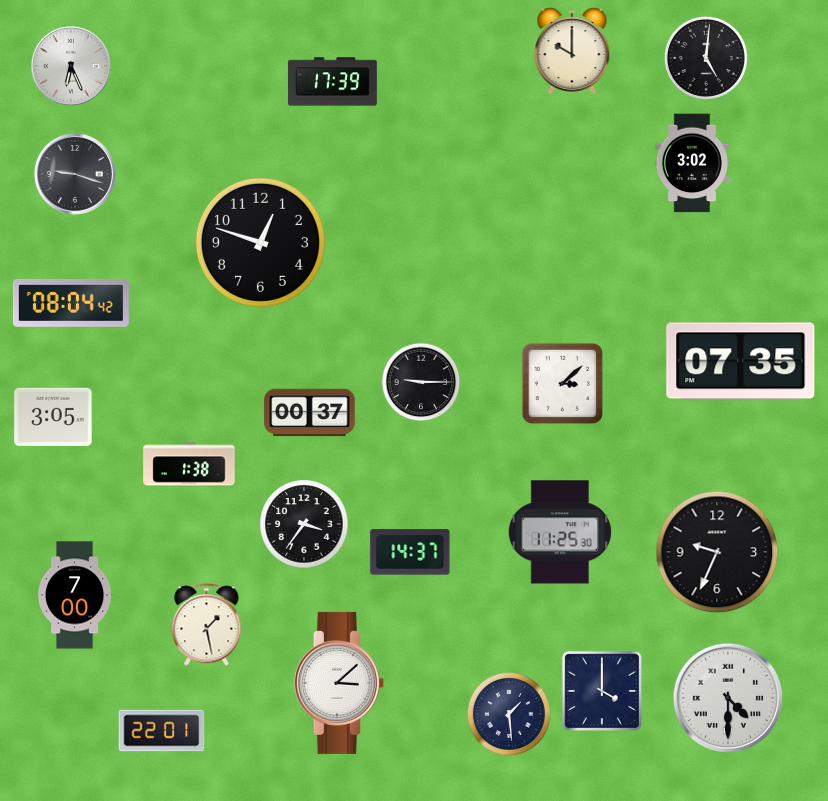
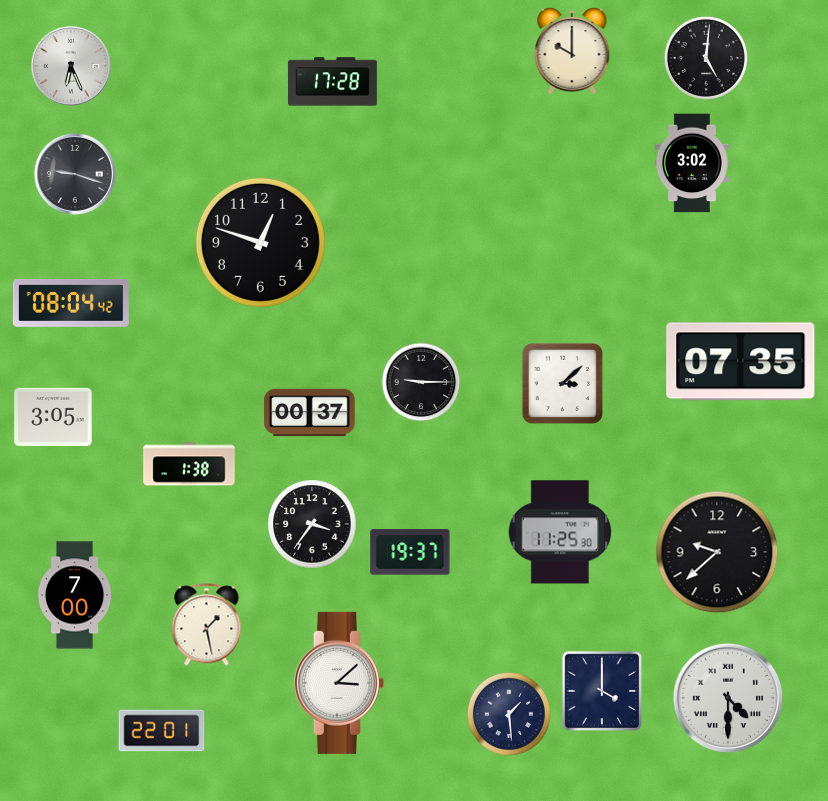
clock at (332, 82): 17:39 -> 17:28
clock at (304, 524) position: (304, 524) -> (312, 524)
clock at (410, 552): 14:37 -> 19:37
clock at (717, 552): 9:34 -> 9:38
